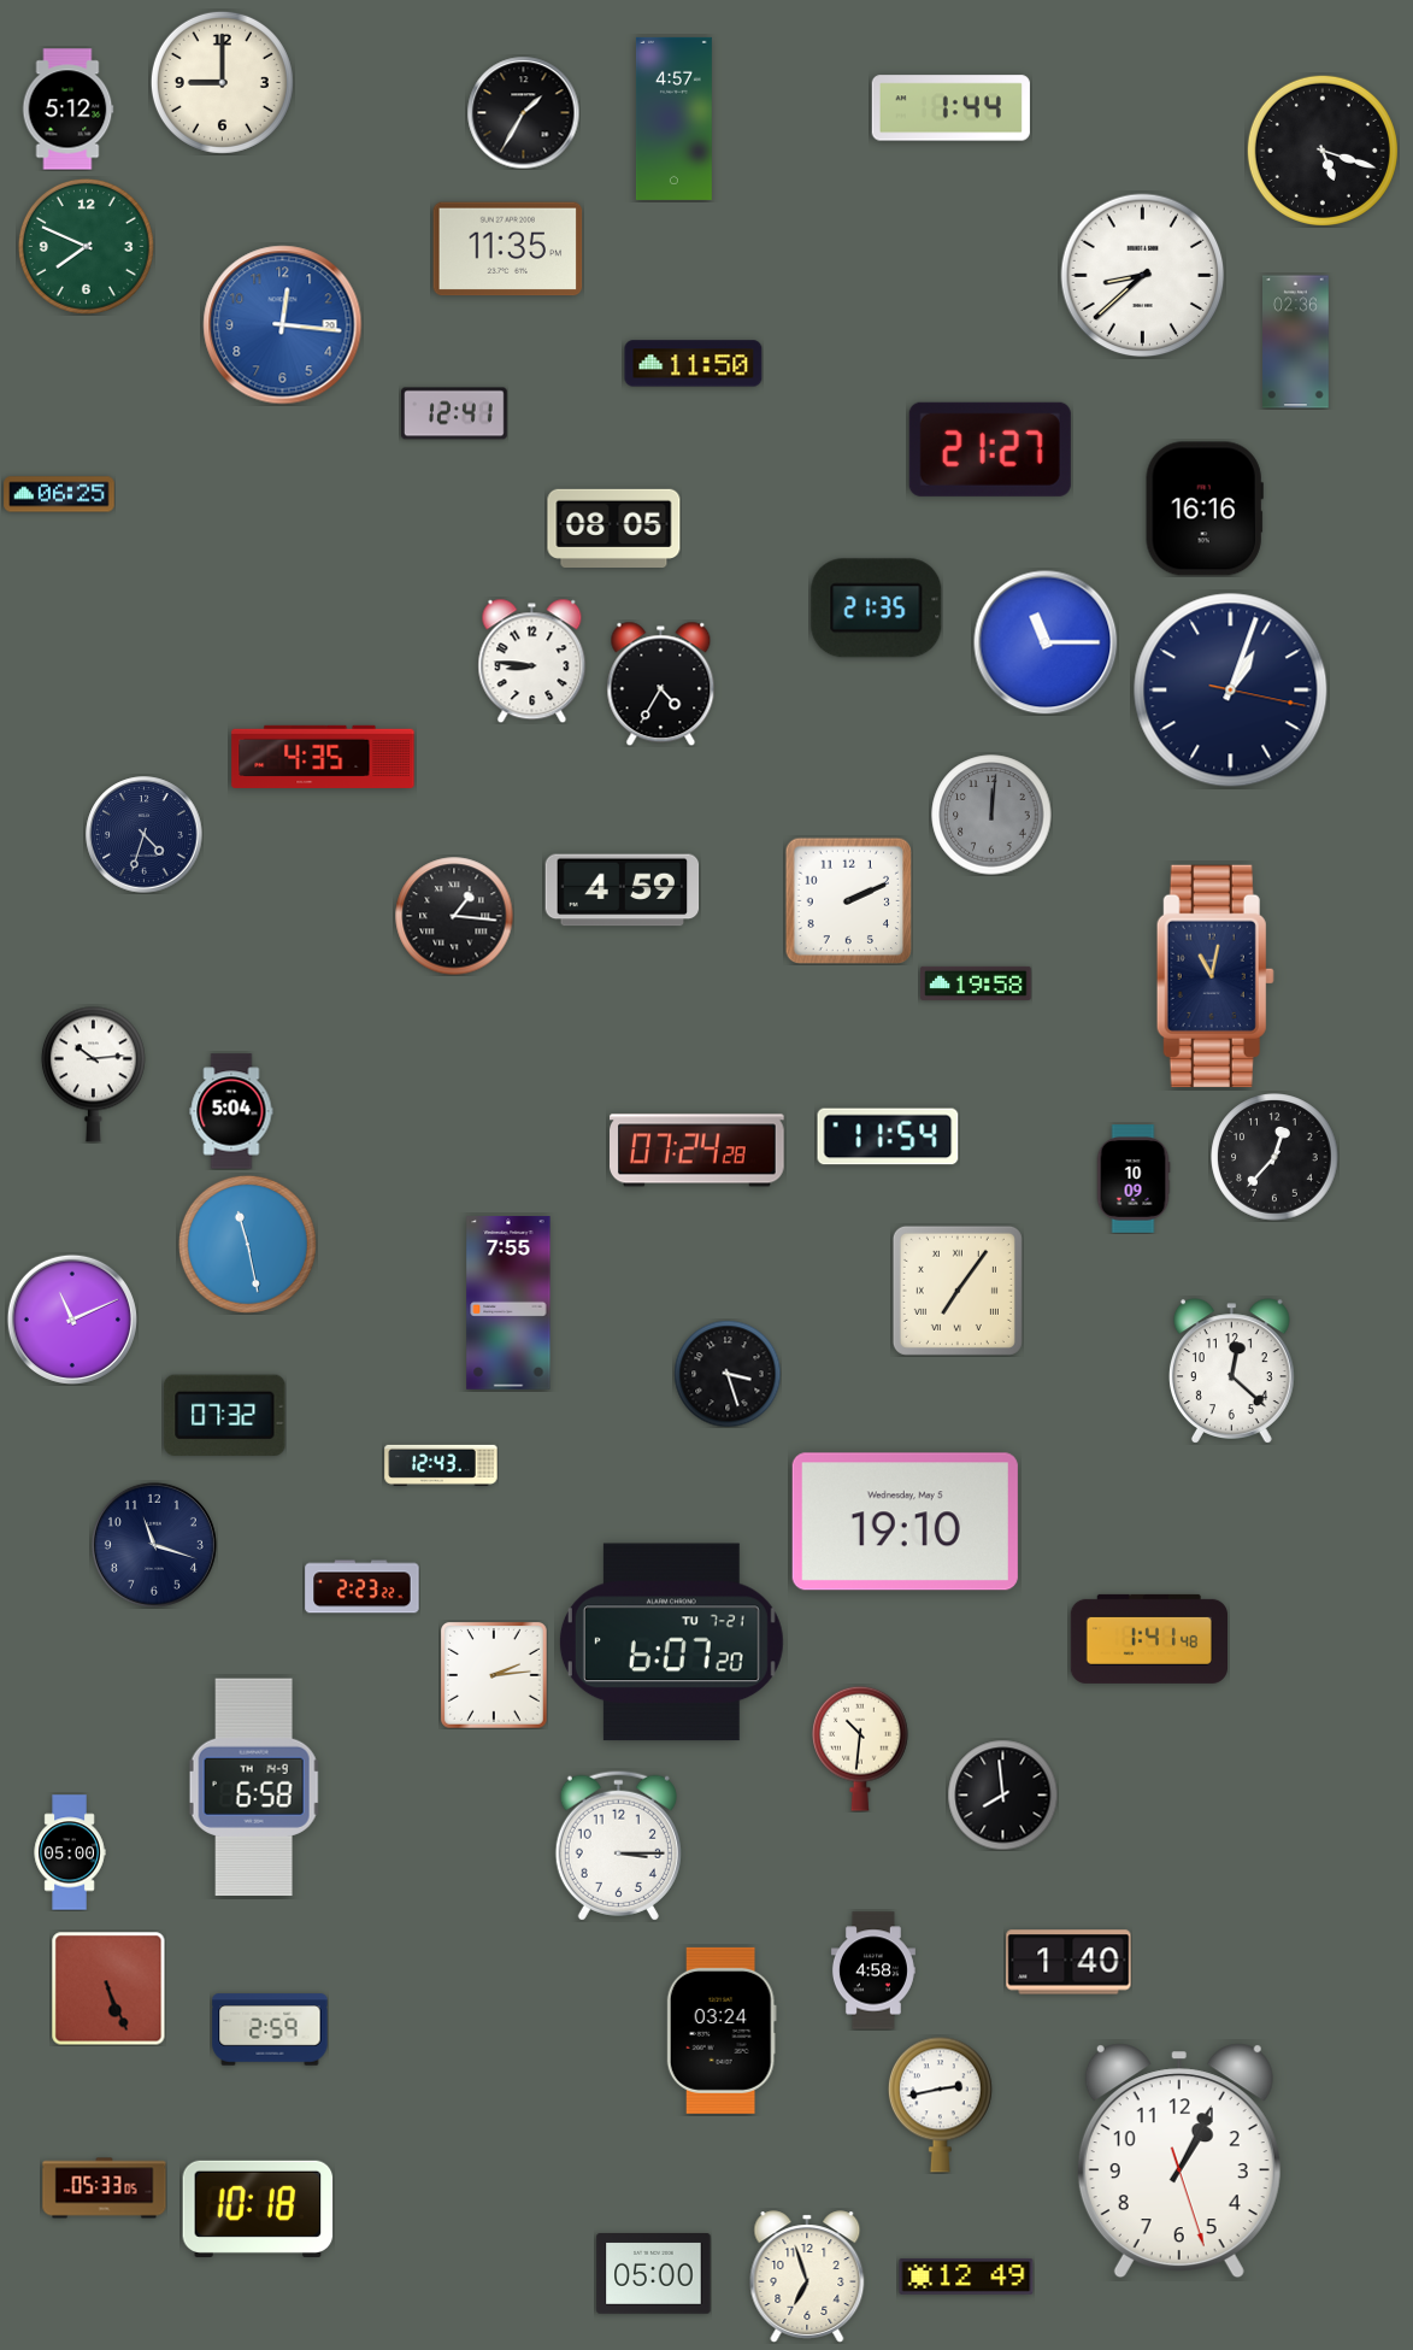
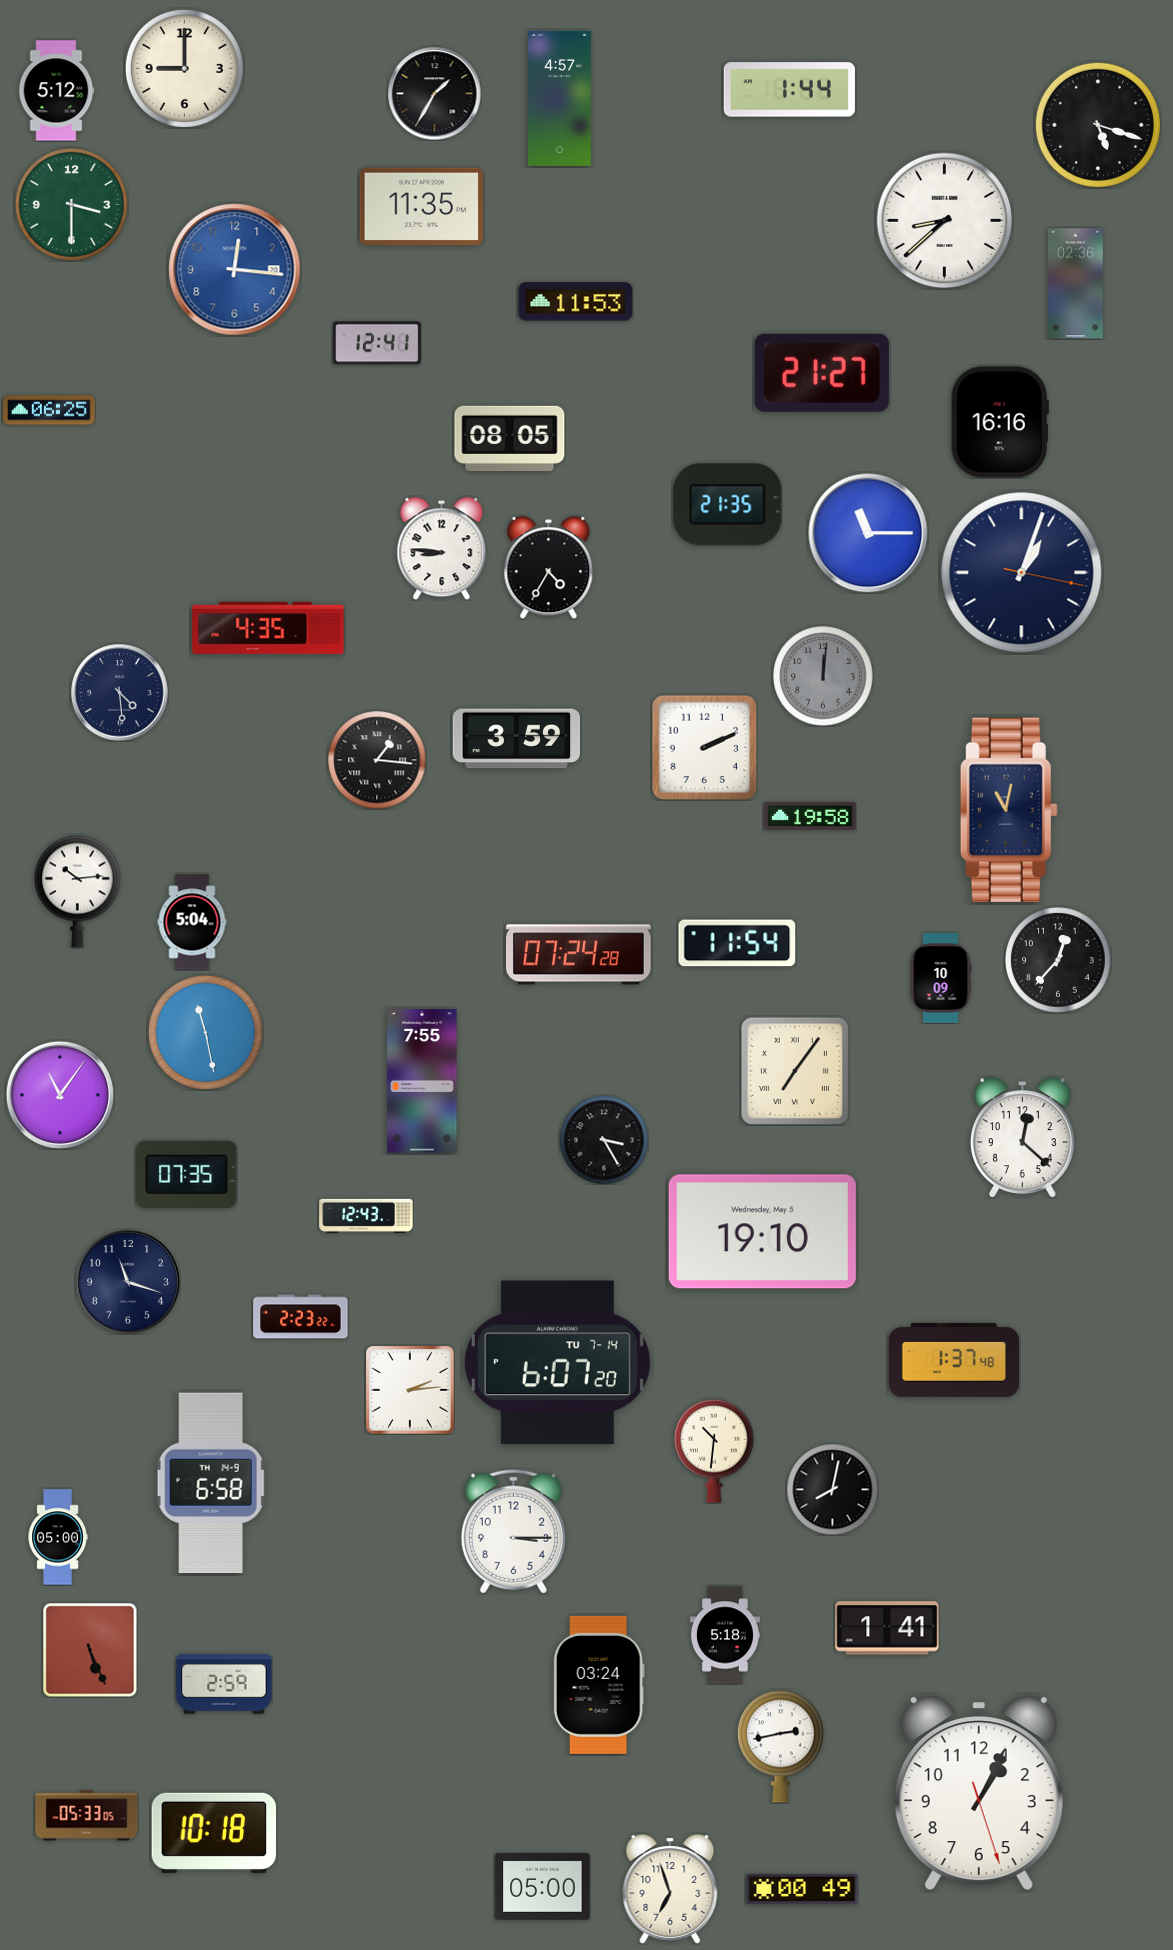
clock at (86, 246): 7:49 -> 3:30
clock at (1143, 276) position: (1143, 276) -> (945, 221)
clock at (694, 364): 11:50 -> 11:53
clock at (145, 835): 4:33 -> 4:29
clock at (623, 891): 4:59 -> 3:59
clock at (72, 1320): 11:11 -> 11:06
clock at (728, 1374): 3:27 -> 3:25
clock at (225, 1415): 07:32 -> 07:35
clock at (905, 1522) position: (905, 1522) -> (762, 1232)
clock at (1148, 1639): 1:41 -> 1:37
clock at (671, 1643) date: TU 7-21 -> TU 7-14
clock at (1002, 1794): 7:59 -> 8:02
clock at (1068, 1962): 1:40 -> 1:41
clock at (873, 1970): 4:58 -> 5:18
clock at (966, 2276): 12:49 -> 00:49
